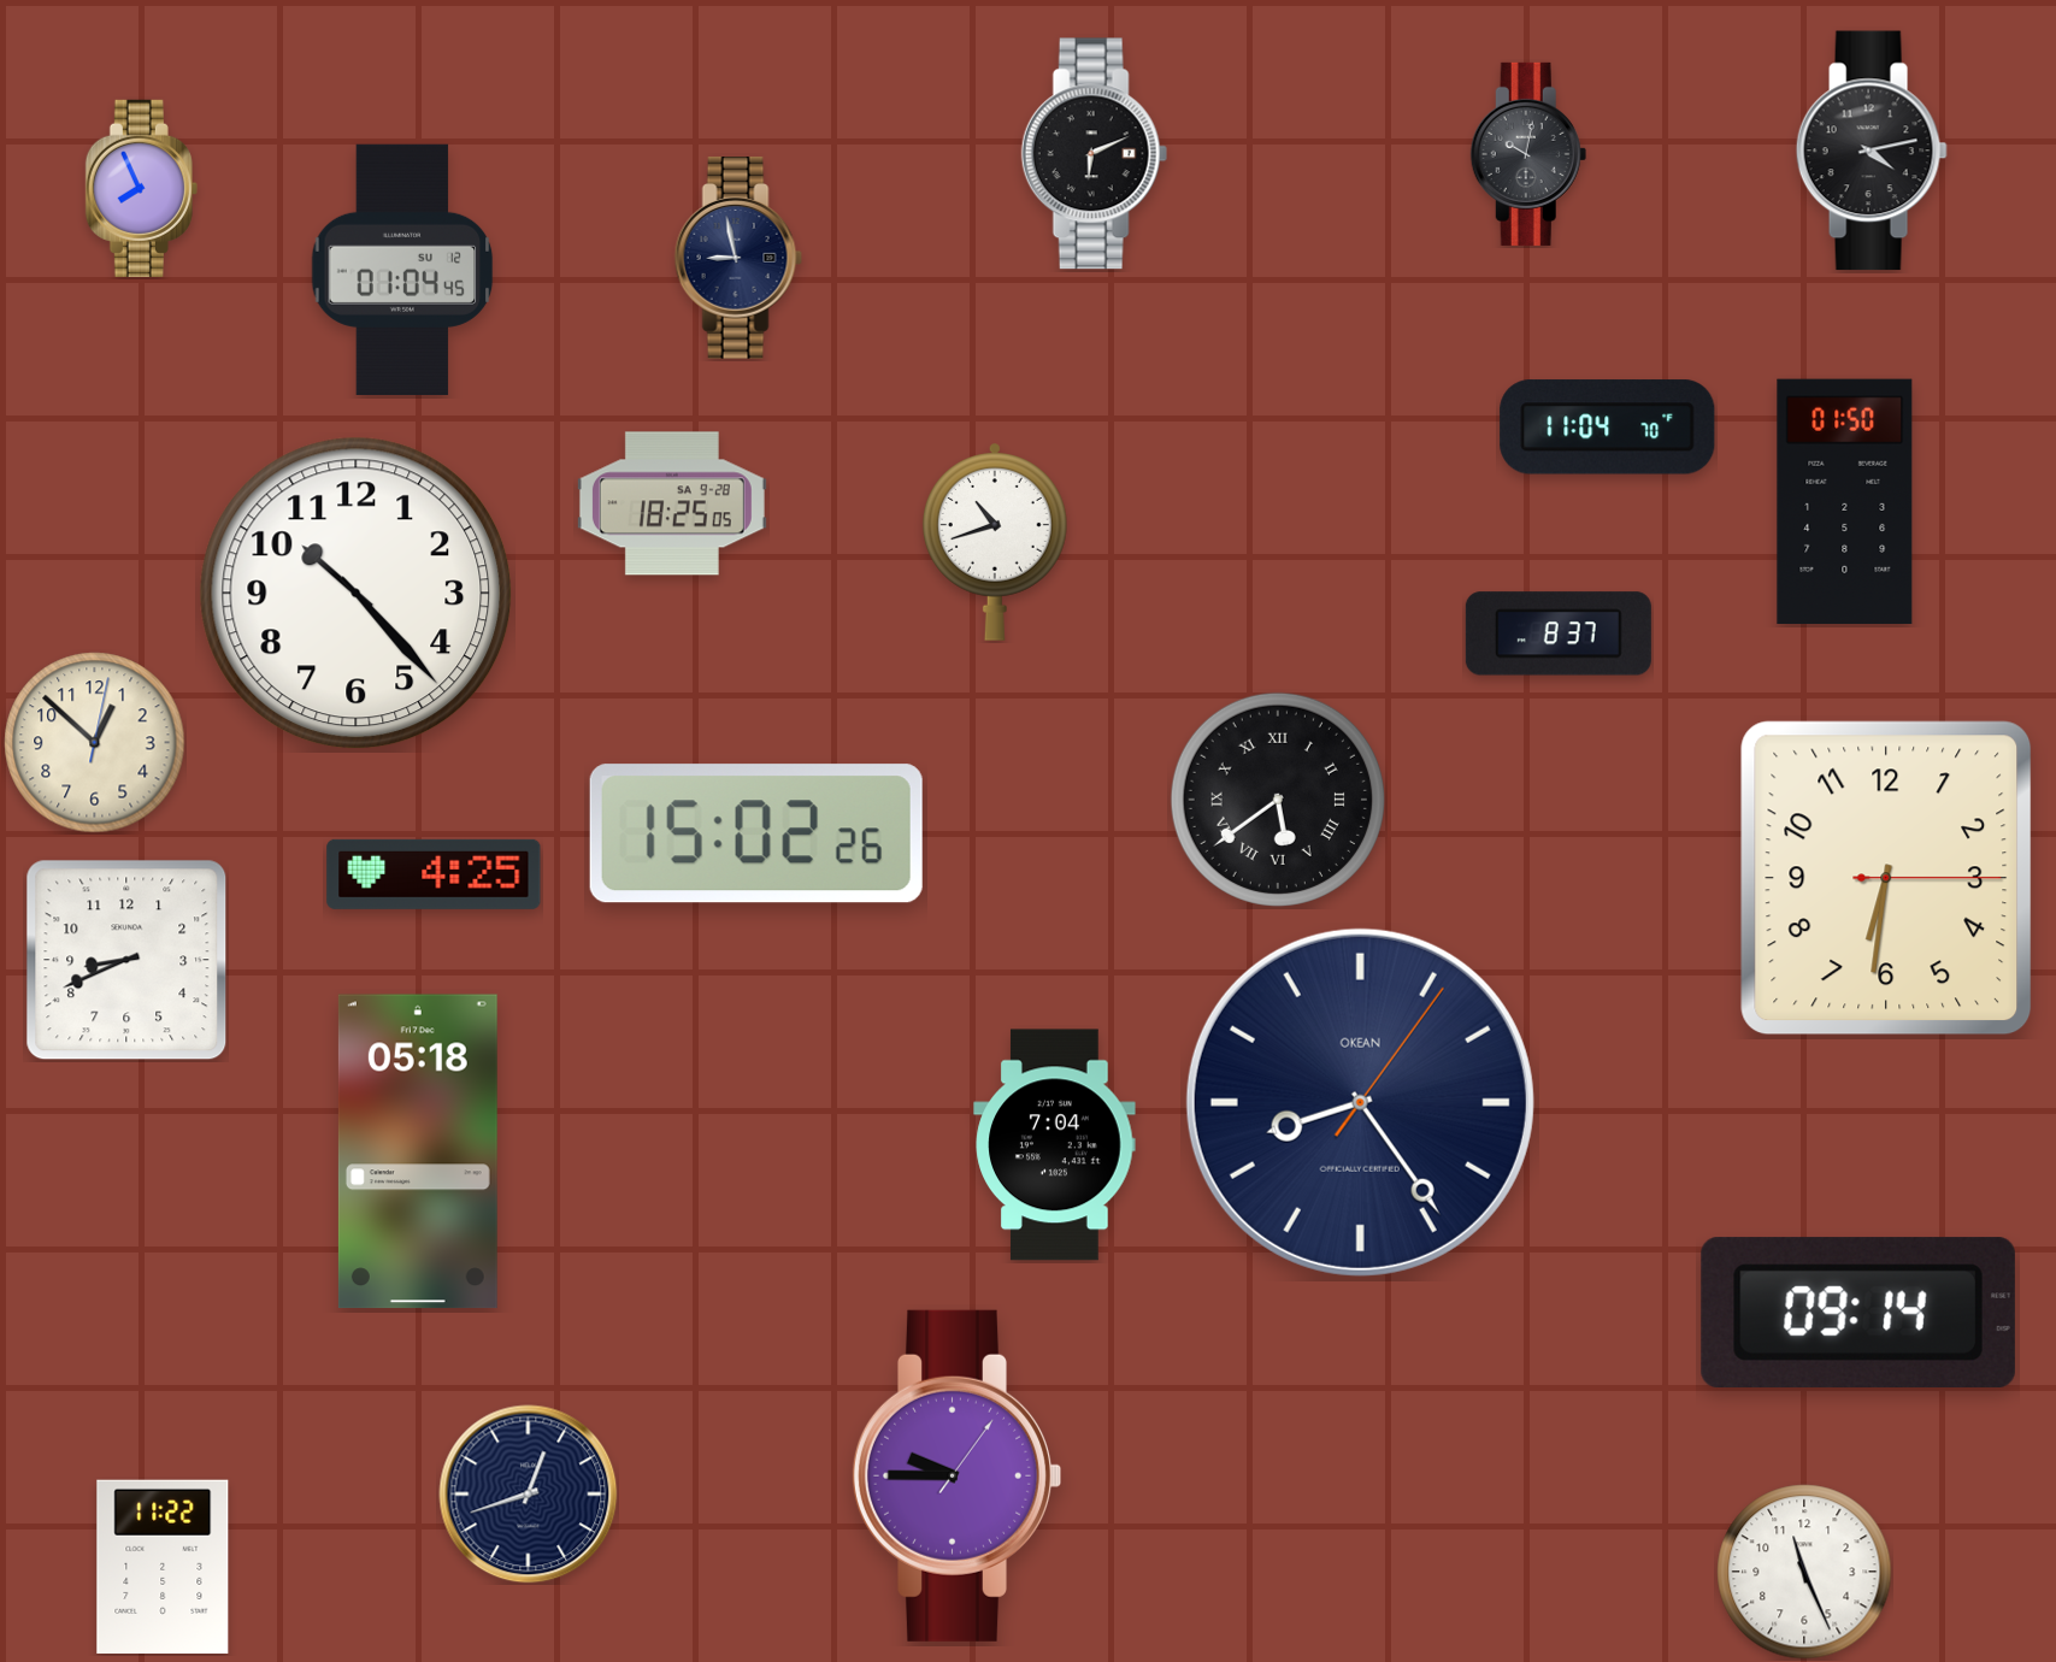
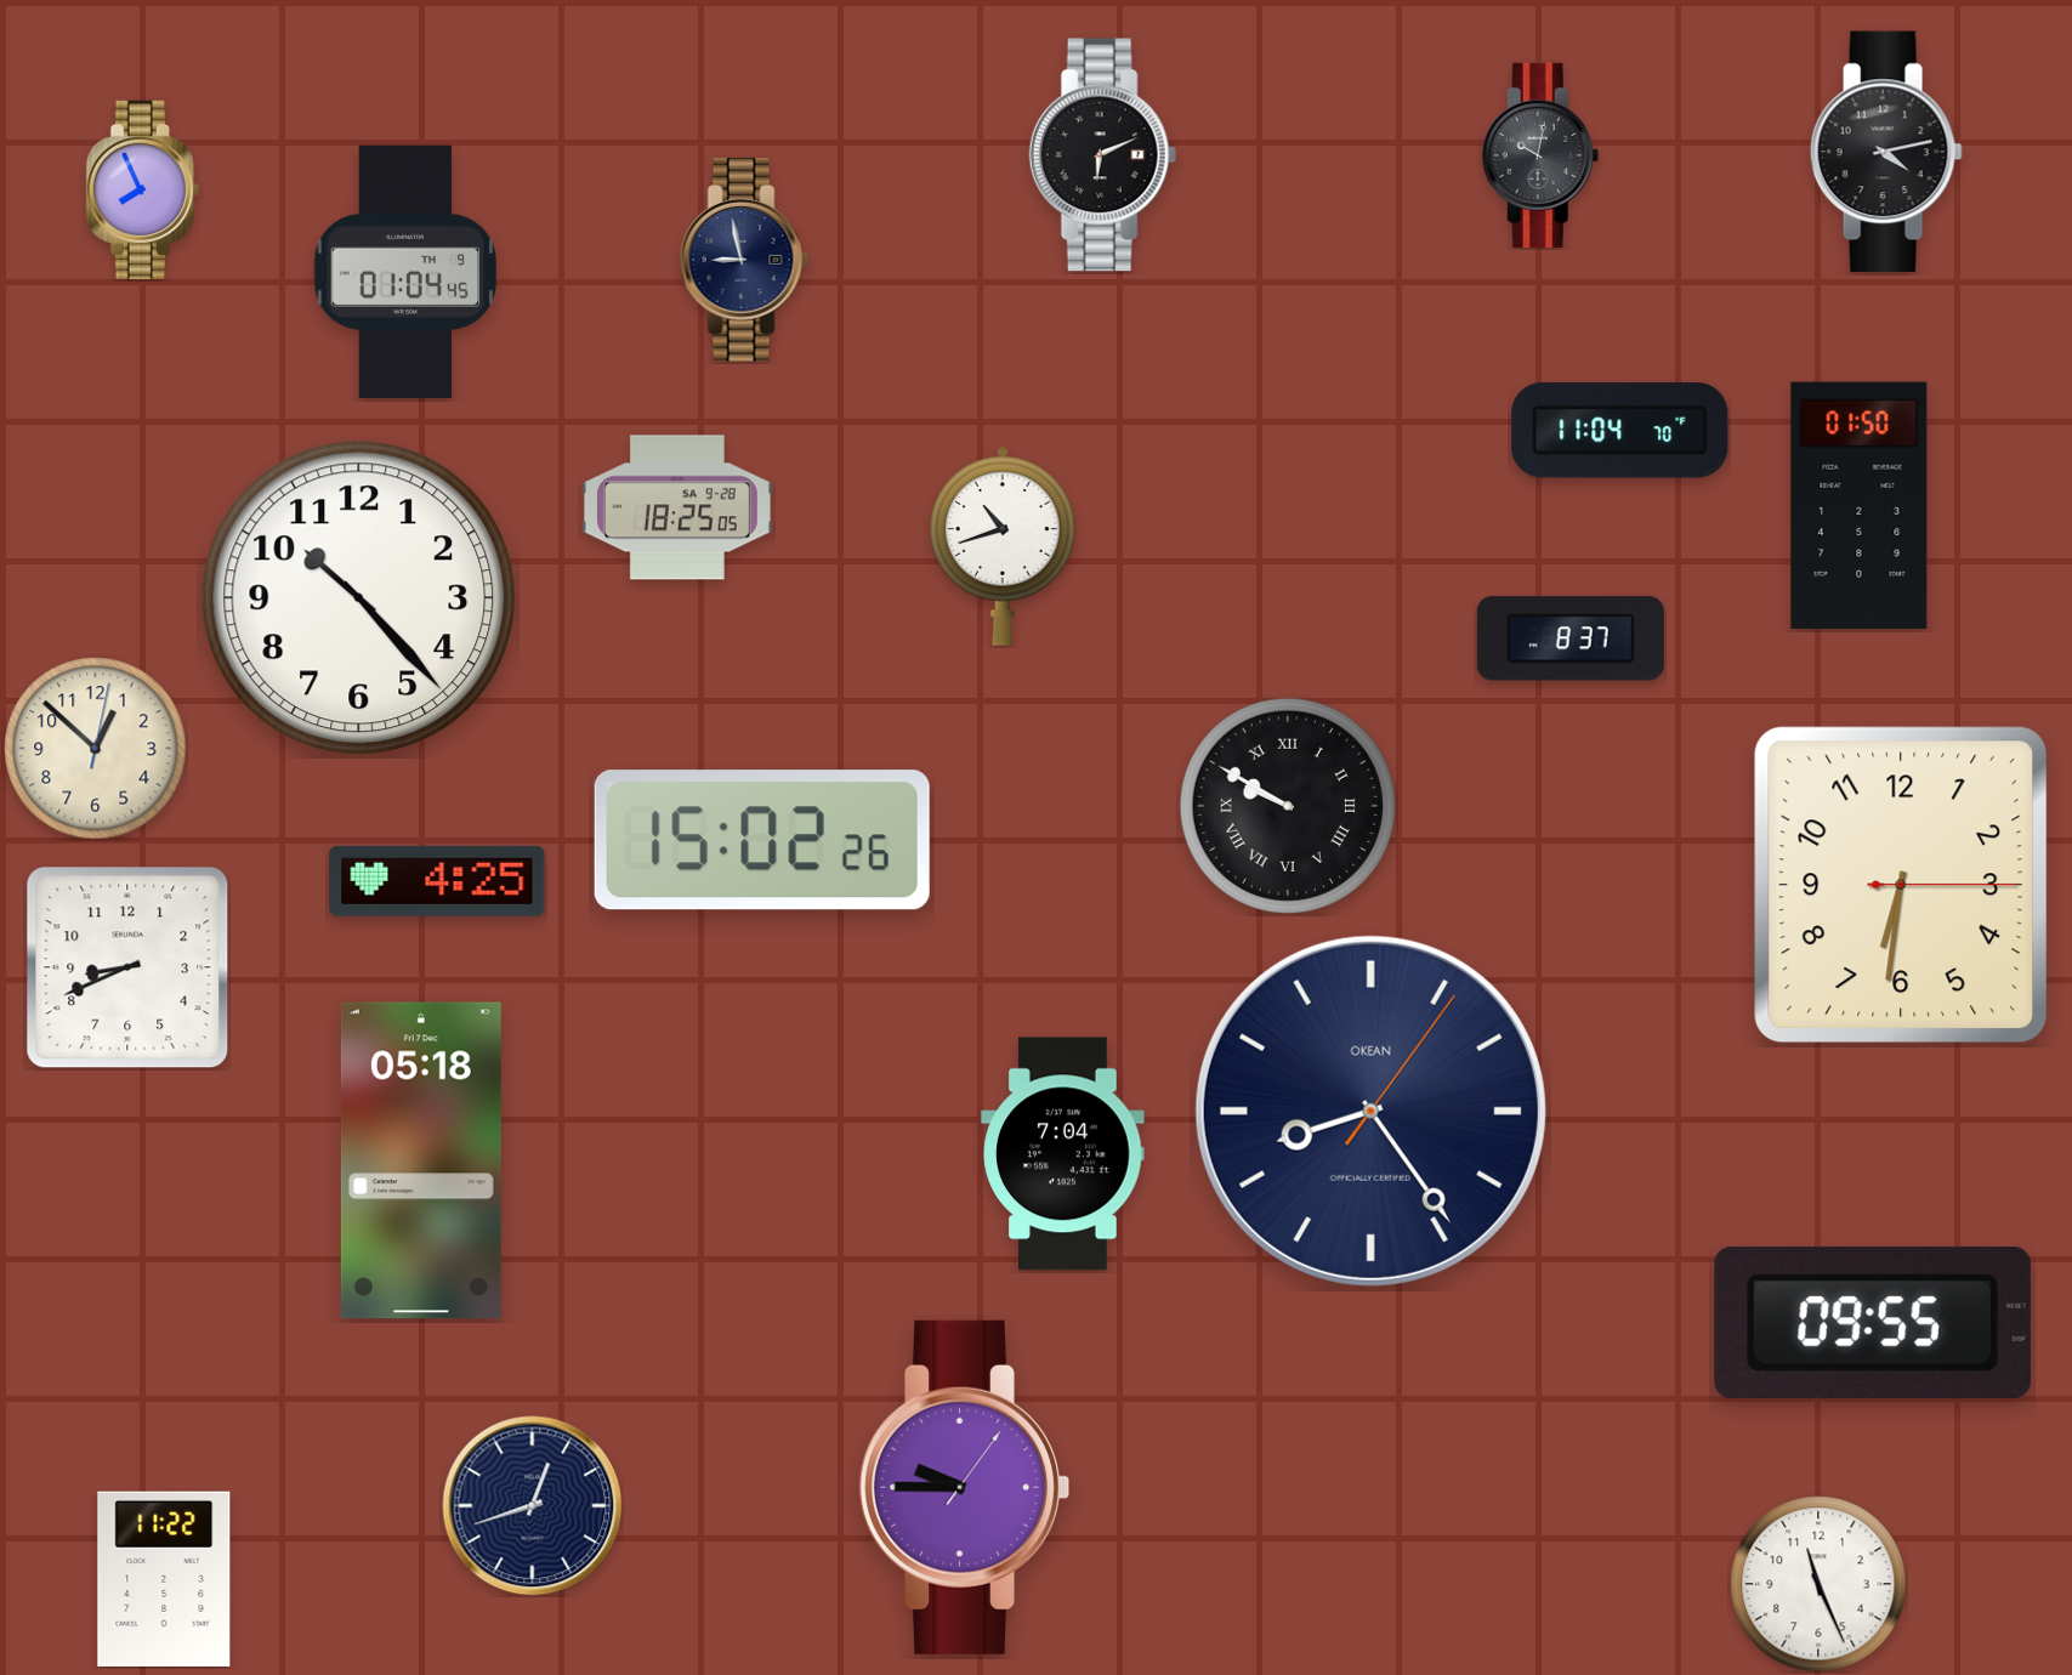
clock at (402, 270) date: SU 12 -> TH 9
clock at (1278, 800): 5:39 -> 9:50
clock at (1858, 1312): 09:14 -> 09:55
